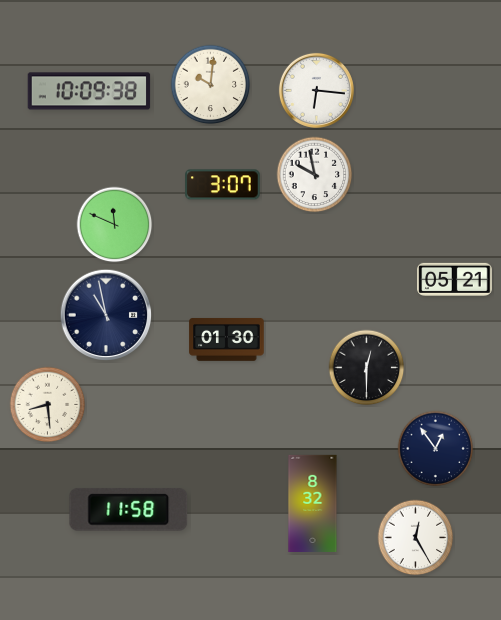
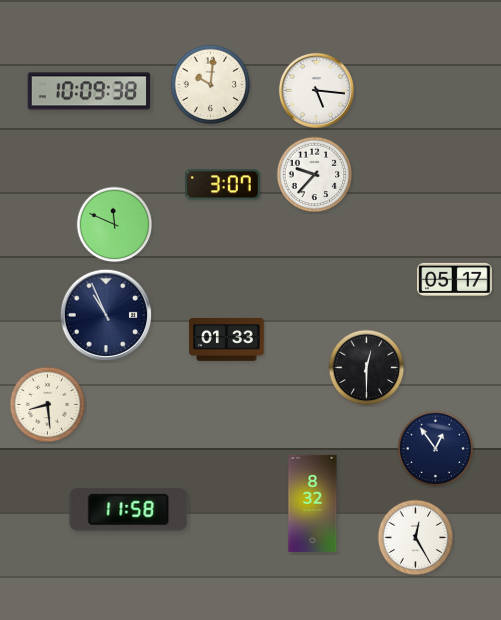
clock at (316, 90): 6:16 -> 5:16
clock at (315, 175): 9:58 -> 9:37
clock at (455, 279): 05:21 -> 05:17
clock at (106, 315): 10:58 -> 10:56
clock at (227, 339): 01:30 -> 01:33
